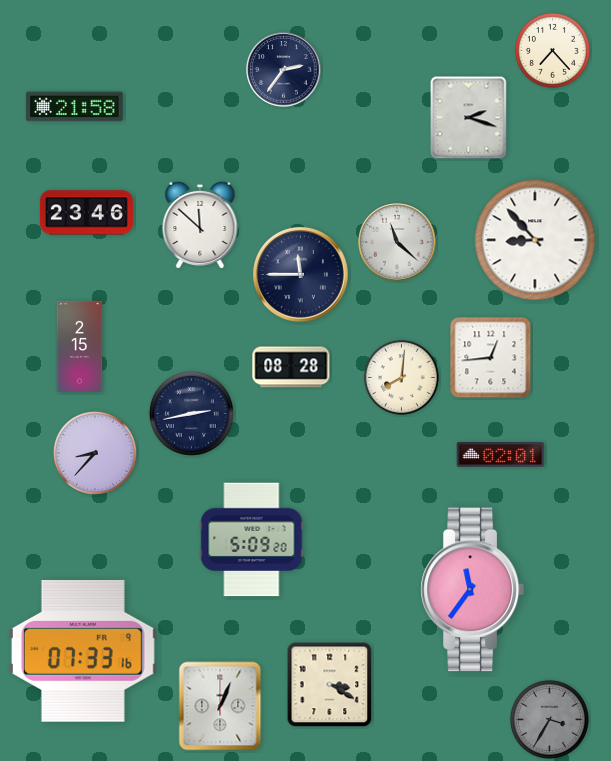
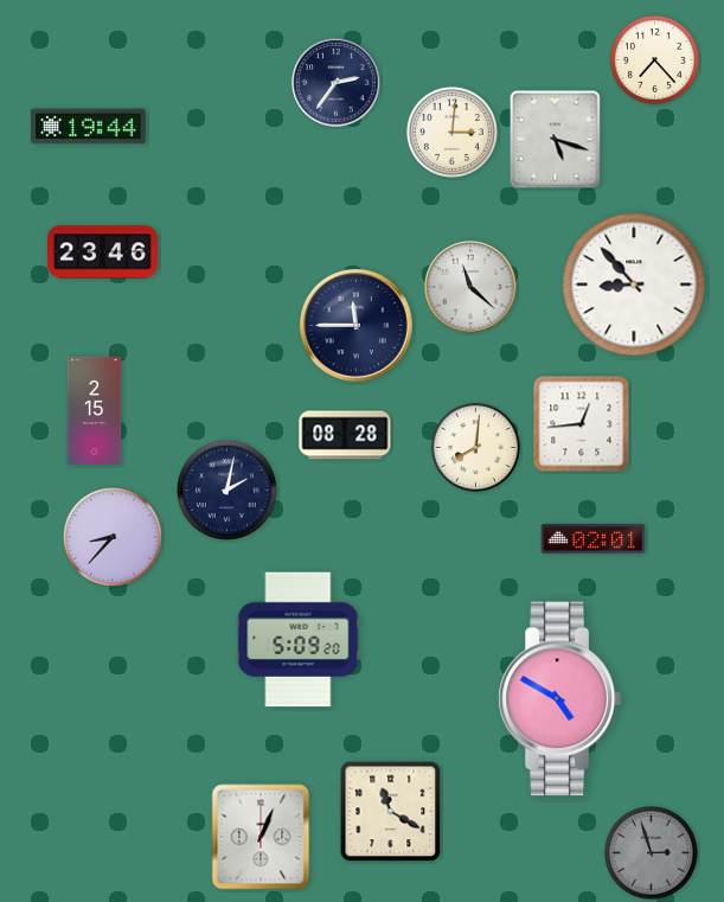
clock at (75, 107): 21:58 -> 19:44
clock at (451, 132): none -> 3:01
clock at (469, 118): 2:18 -> 5:18
clock at (200, 225): 11:52 -> none
clock at (191, 413): 2:43 -> 2:02
clock at (472, 590): 11:36 -> 4:50
clock at (83, 651): 07:33 -> none
clock at (330, 685): 3:20 -> 11:20
clock at (549, 719): 3:35 -> 2:57
